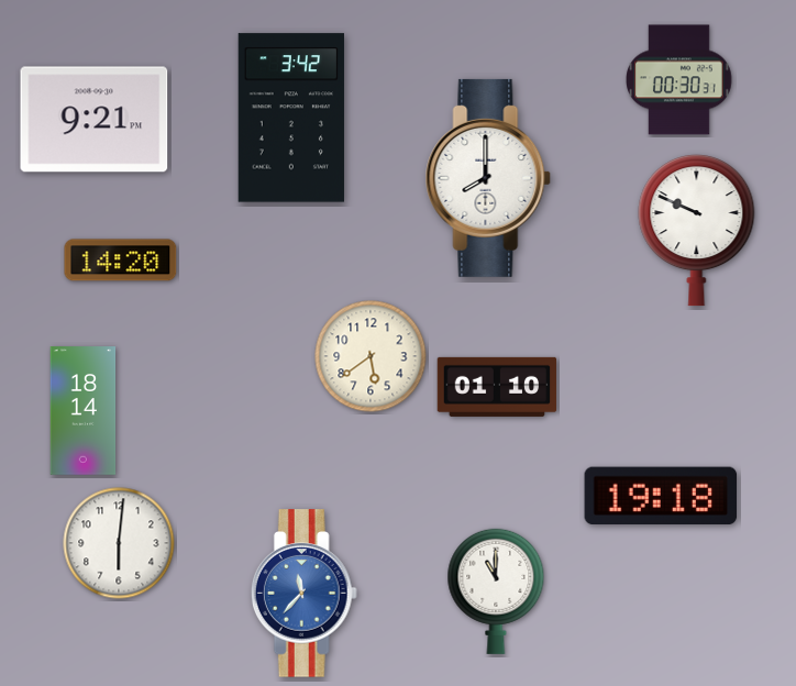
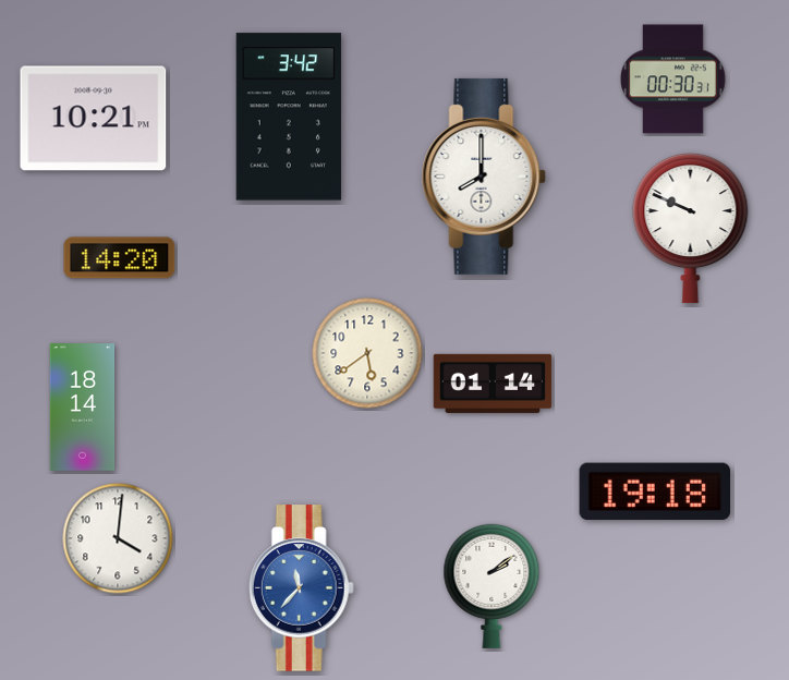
clock at (95, 120): 9:21 -> 10:21
clock at (497, 387): 01:10 -> 01:14
clock at (119, 543): 6:01 -> 4:01
clock at (496, 591): 11:00 -> 2:09
